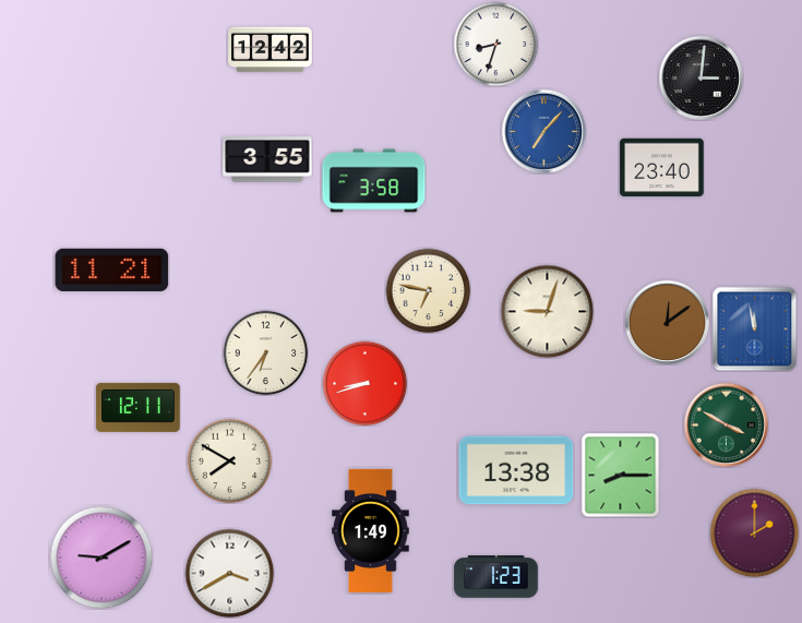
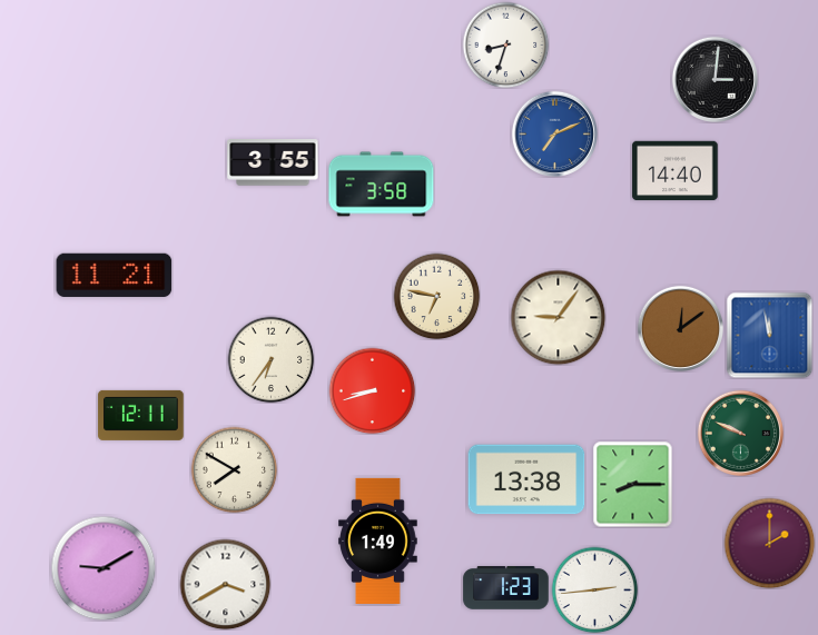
clock at (271, 50): 12:42 -> none
clock at (543, 131): 7:07 -> 7:11
clock at (662, 168): 23:40 -> 14:40
clock at (547, 311): 9:03 -> 9:06
clock at (726, 424): 3:50 -> 9:49
clock at (229, 573) position: (229, 573) -> (225, 584)
clock at (594, 589): none -> 2:44
